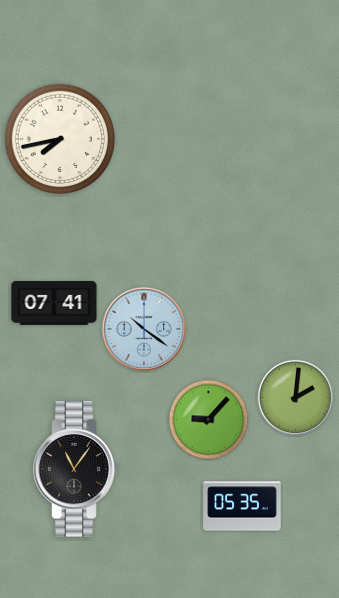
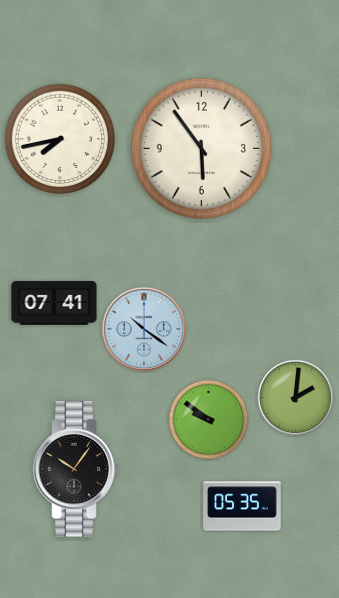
clock at (201, 148): none -> 5:54
clock at (209, 420): 9:07 -> 9:51
clock at (76, 470): 11:06 -> 10:06
